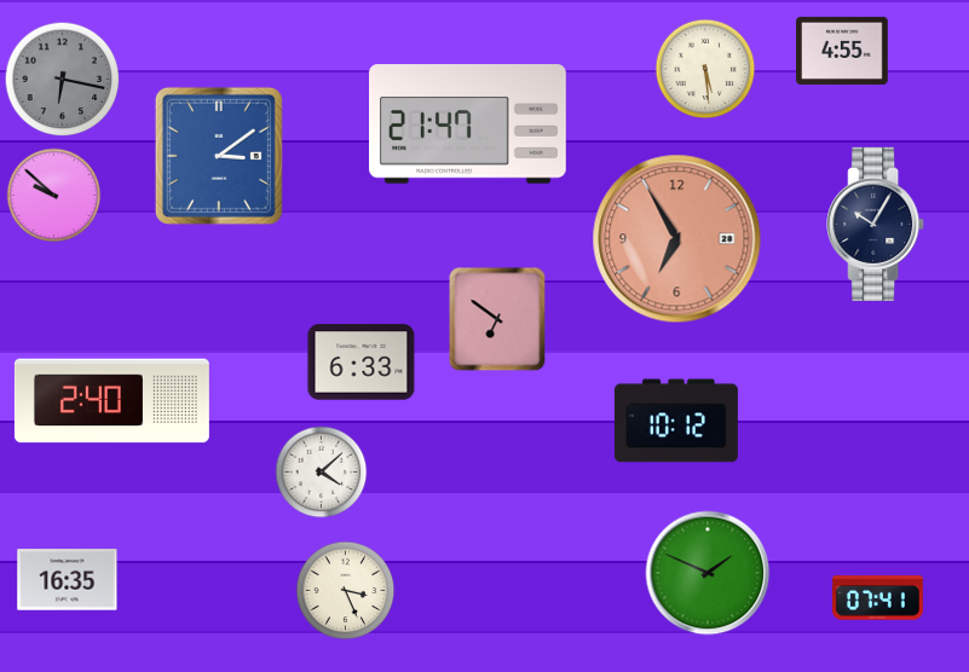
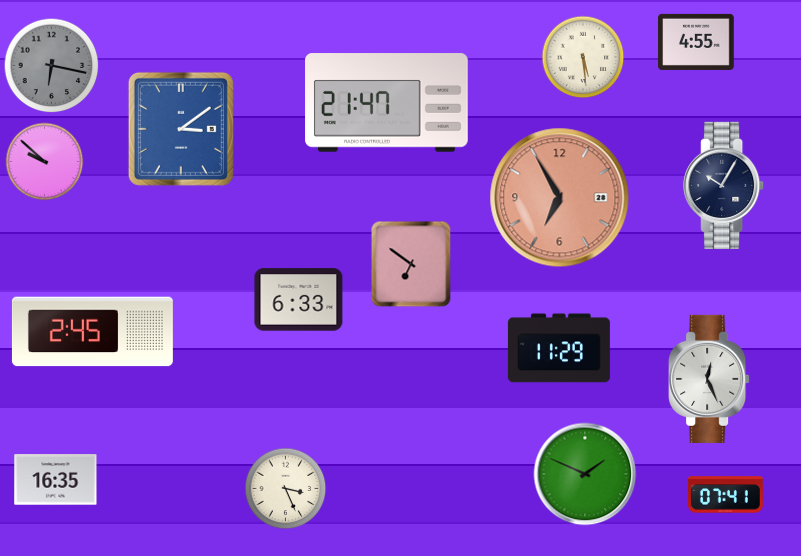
clock at (111, 401): 2:40 -> 2:45
clock at (676, 421): 10:12 -> 11:29
clock at (709, 379): none -> 12:26
clock at (322, 473): 4:08 -> none
